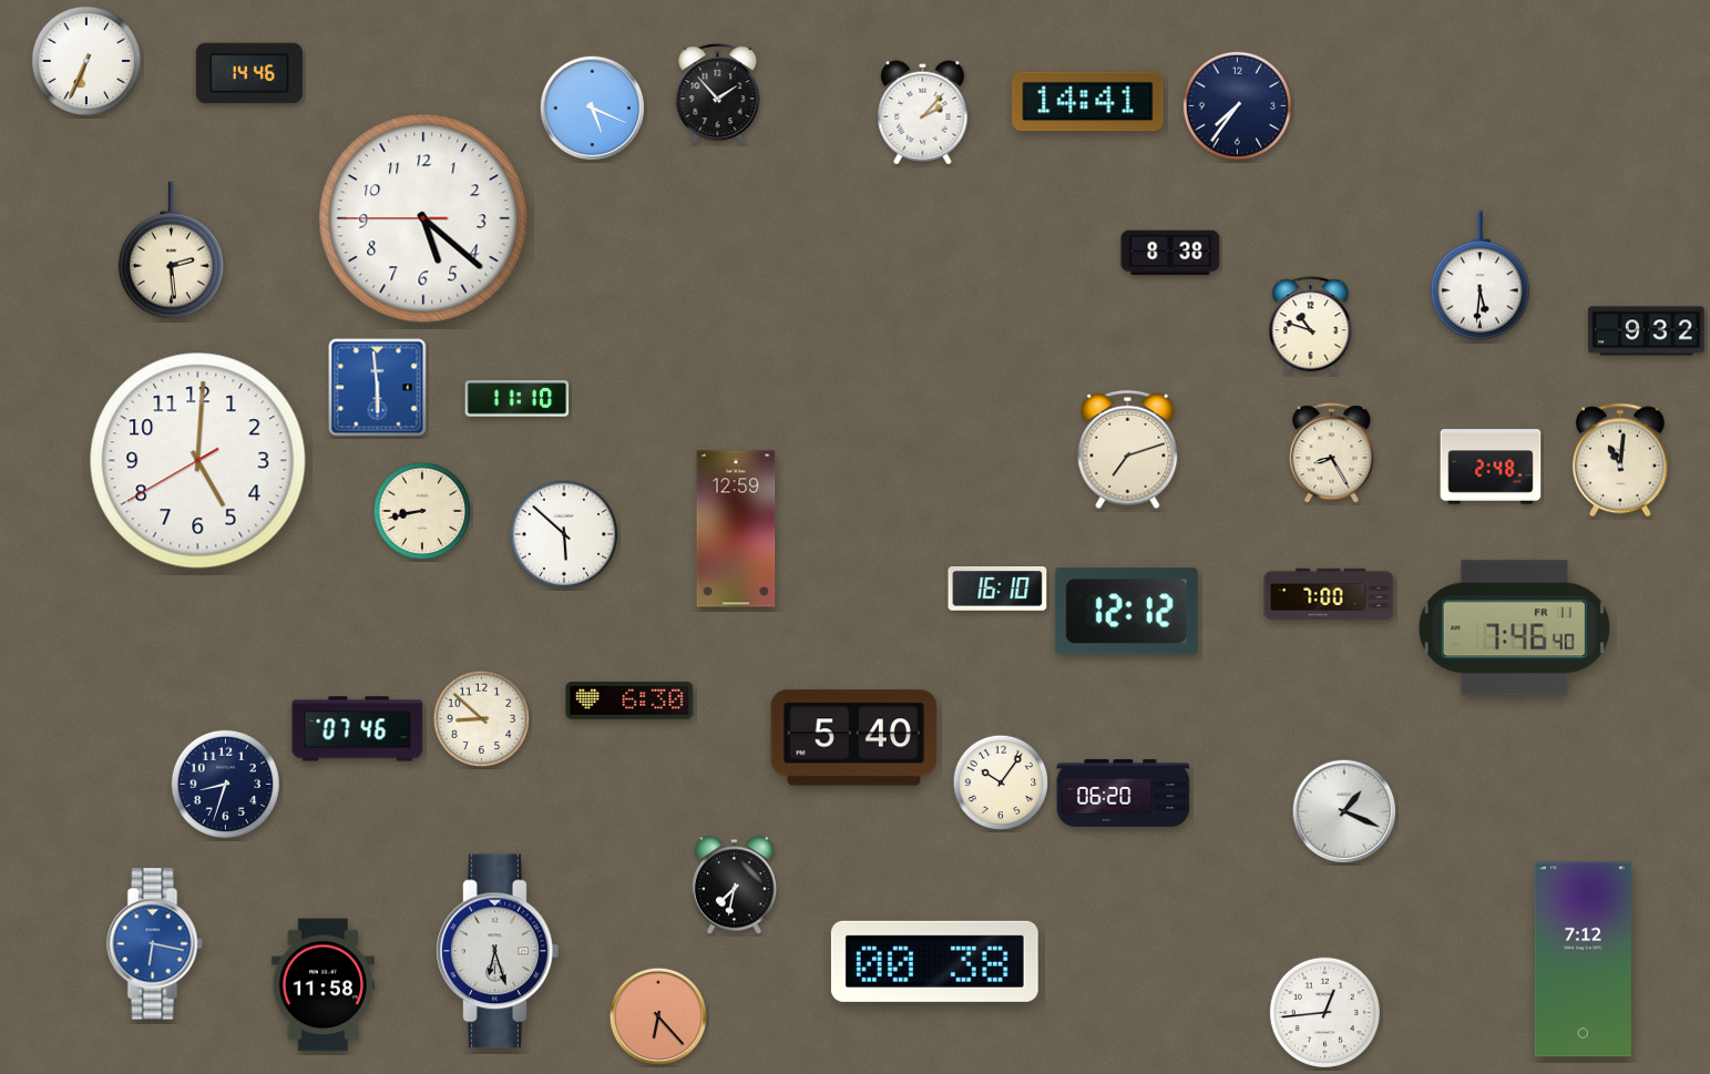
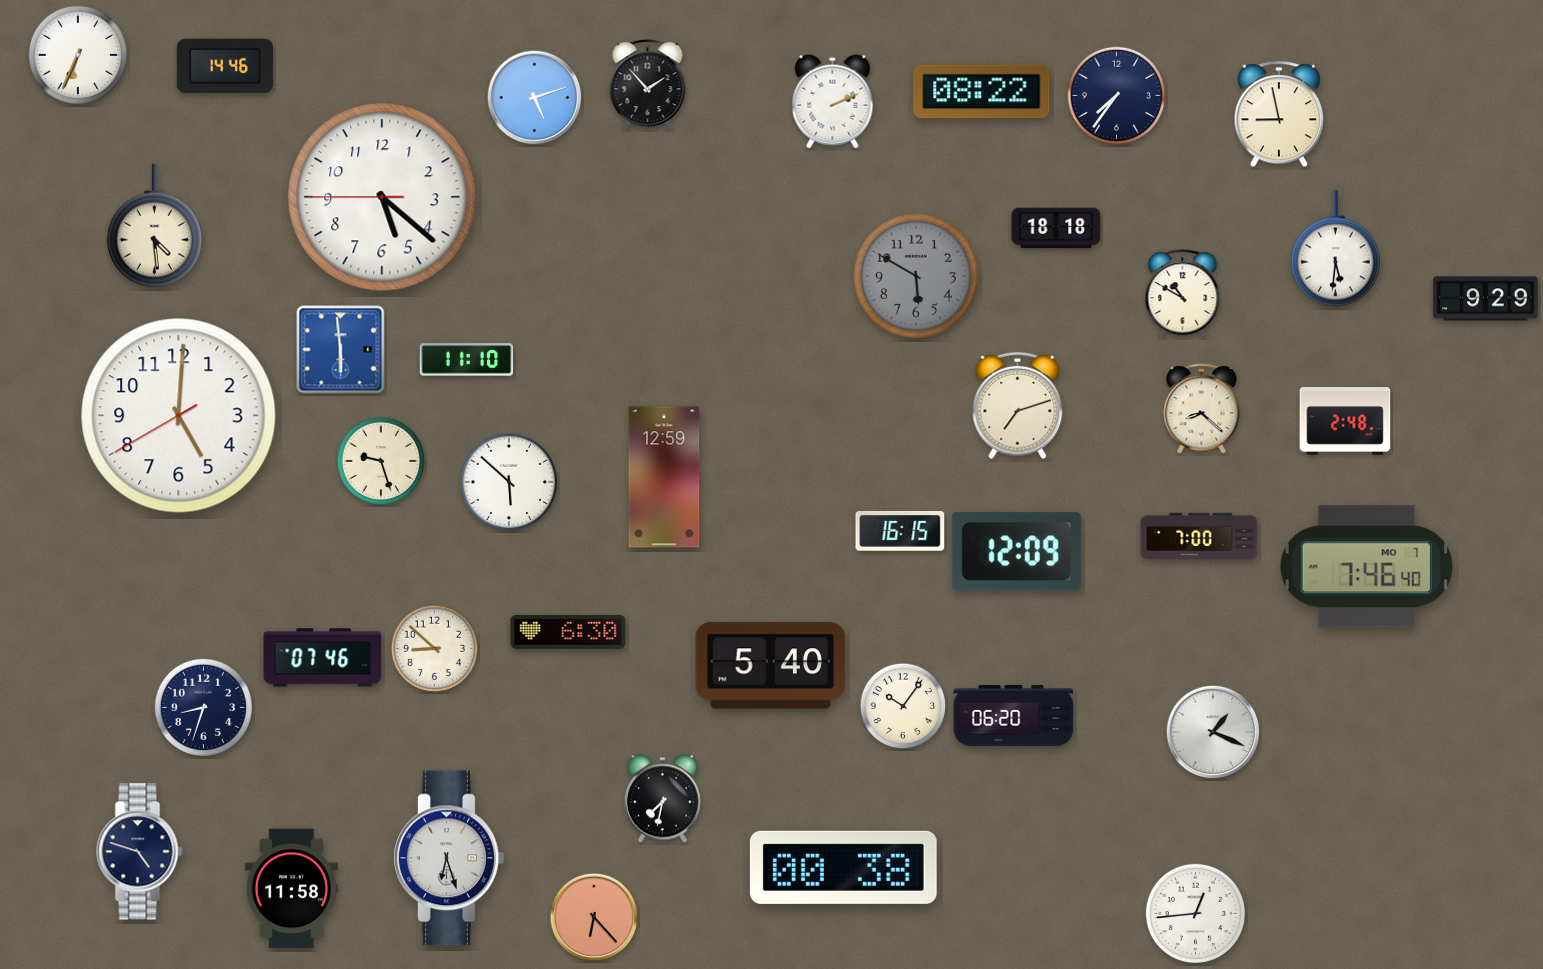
clock at (1088, 102): 14:41 -> 08:22
clock at (593, 109): 5:19 -> 5:12
clock at (923, 113): 2:07 -> 2:11
clock at (1278, 115): none -> 8:58
clock at (171, 250): 2:29 -> 4:29
clock at (1170, 253): 8:38 -> 18:18
clock at (916, 276): none -> 5:50
clock at (1311, 326): 10:48 -> 10:50
clock at (1647, 331): 9:32 -> 9:29
clock at (1332, 453): 8:25 -> 8:22
clock at (1621, 460): 11:01 -> none
clock at (422, 511): 8:43 -> 9:27
clock at (997, 590): 16:10 -> 16:15
clock at (1126, 612): 12:12 -> 12:09
clock at (1514, 628) date: FR 11 -> MO 7
clock at (155, 944): 6:17 -> 4:48
clock at (155, 944) dial: blue -> navy
clock at (1583, 960): 7:12 -> none
